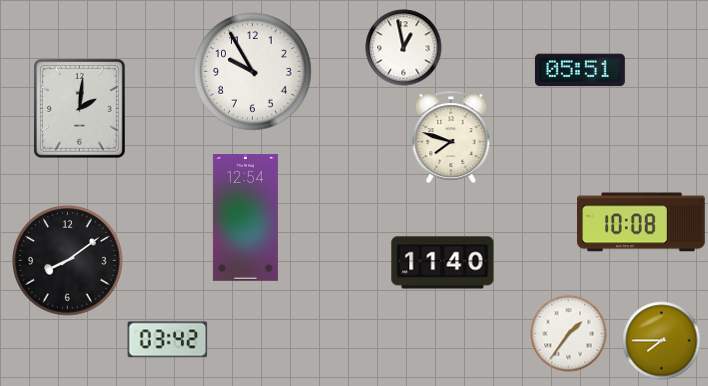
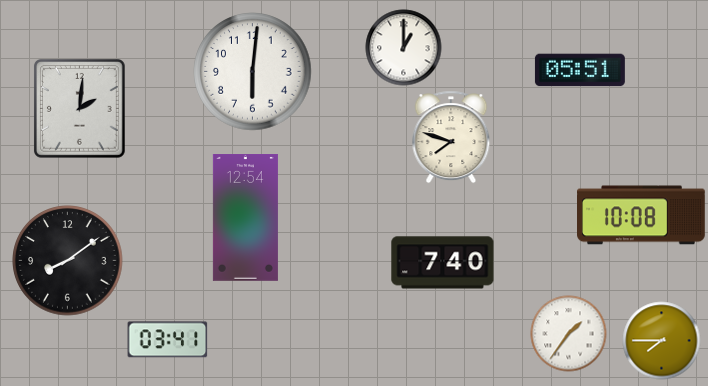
clock at (404, 48): 12:58 -> 1:00
clock at (253, 72): 9:55 -> 6:01
clock at (642, 222) position: (642, 222) -> (642, 215)
clock at (443, 263): 11:40 -> 7:40
clock at (168, 340): 03:42 -> 03:41
